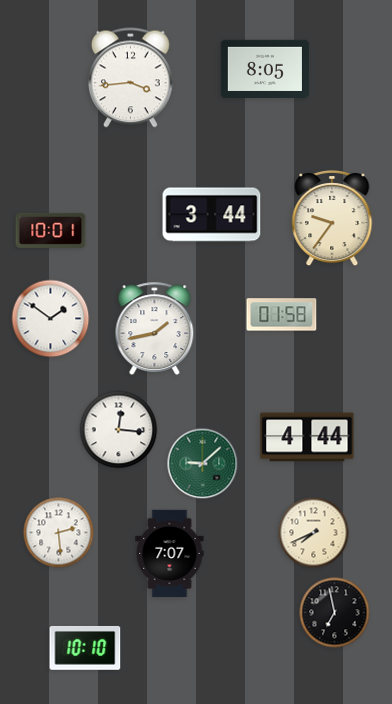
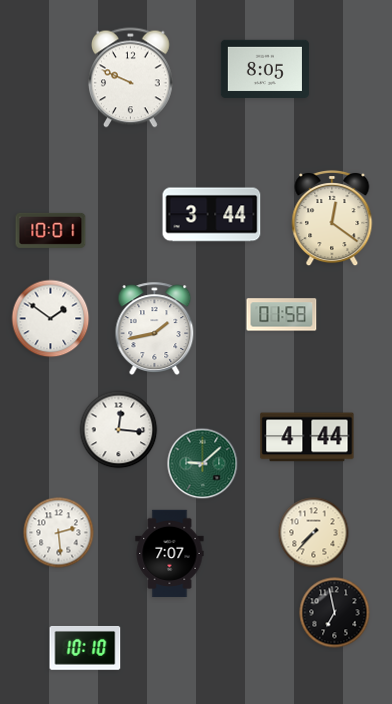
clock at (131, 78): 3:44 -> 9:49
clock at (332, 218): 9:36 -> 12:21
clock at (314, 533): 7:41 -> 7:37
